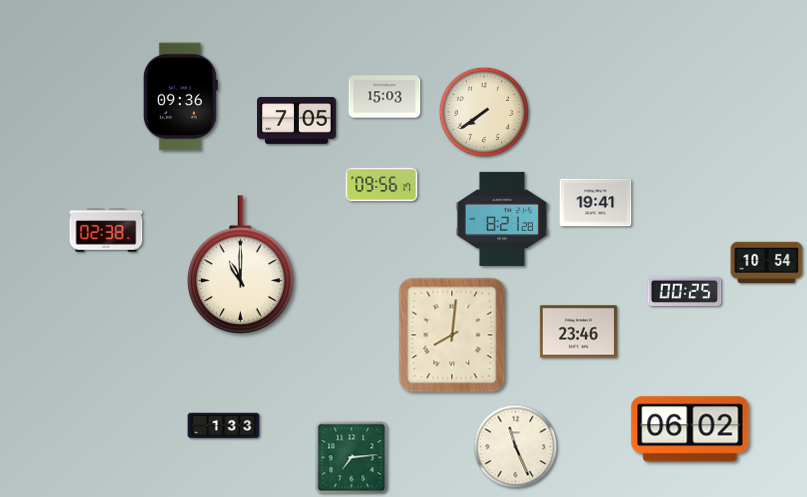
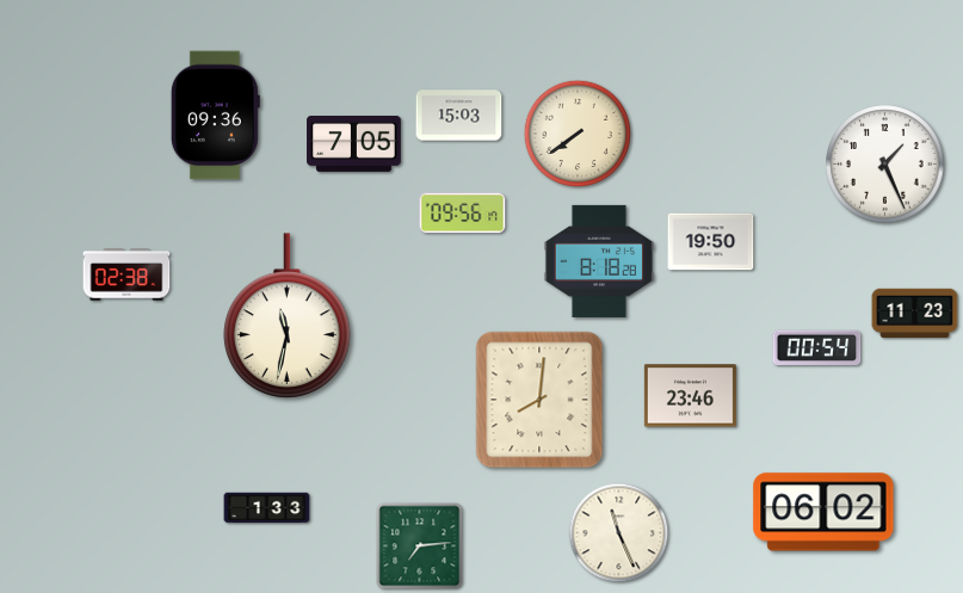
clock at (885, 165): none -> 1:26
clock at (382, 185) position: (382, 185) -> (463, 214)
clock at (596, 203): 19:41 -> 19:50
clock at (502, 219): 8:21 -> 8:18
clock at (767, 263): 10:54 -> 11:23
clock at (241, 265): 11:00 -> 11:32
clock at (685, 291): 00:25 -> 00:54
clock at (516, 447) position: (516, 447) -> (619, 533)
